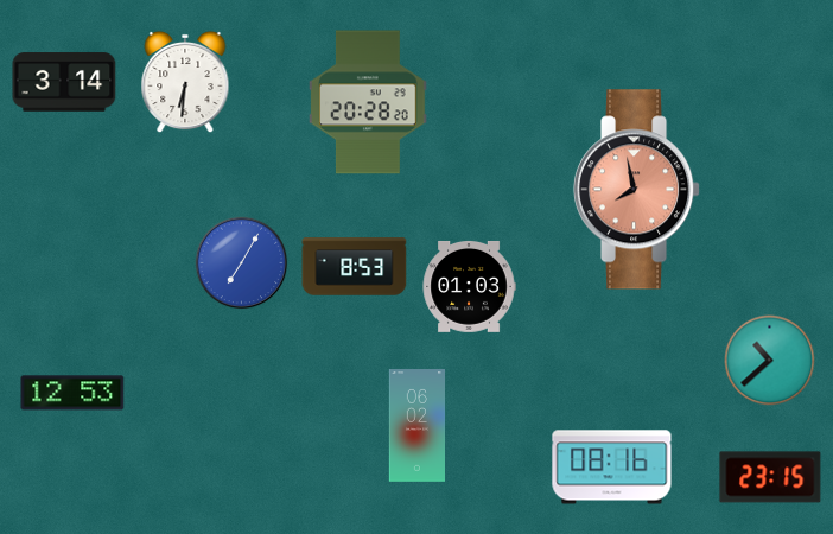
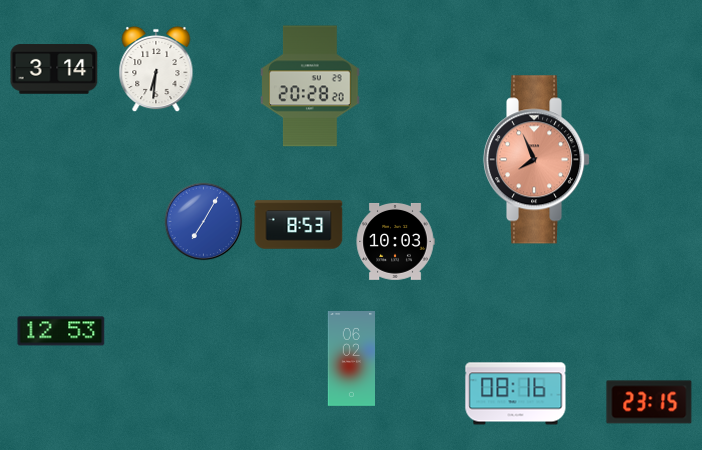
clock at (637, 190): 7:58 -> 7:56
clock at (469, 286): 01:03 -> 10:03
clock at (770, 361): 10:38 -> none
